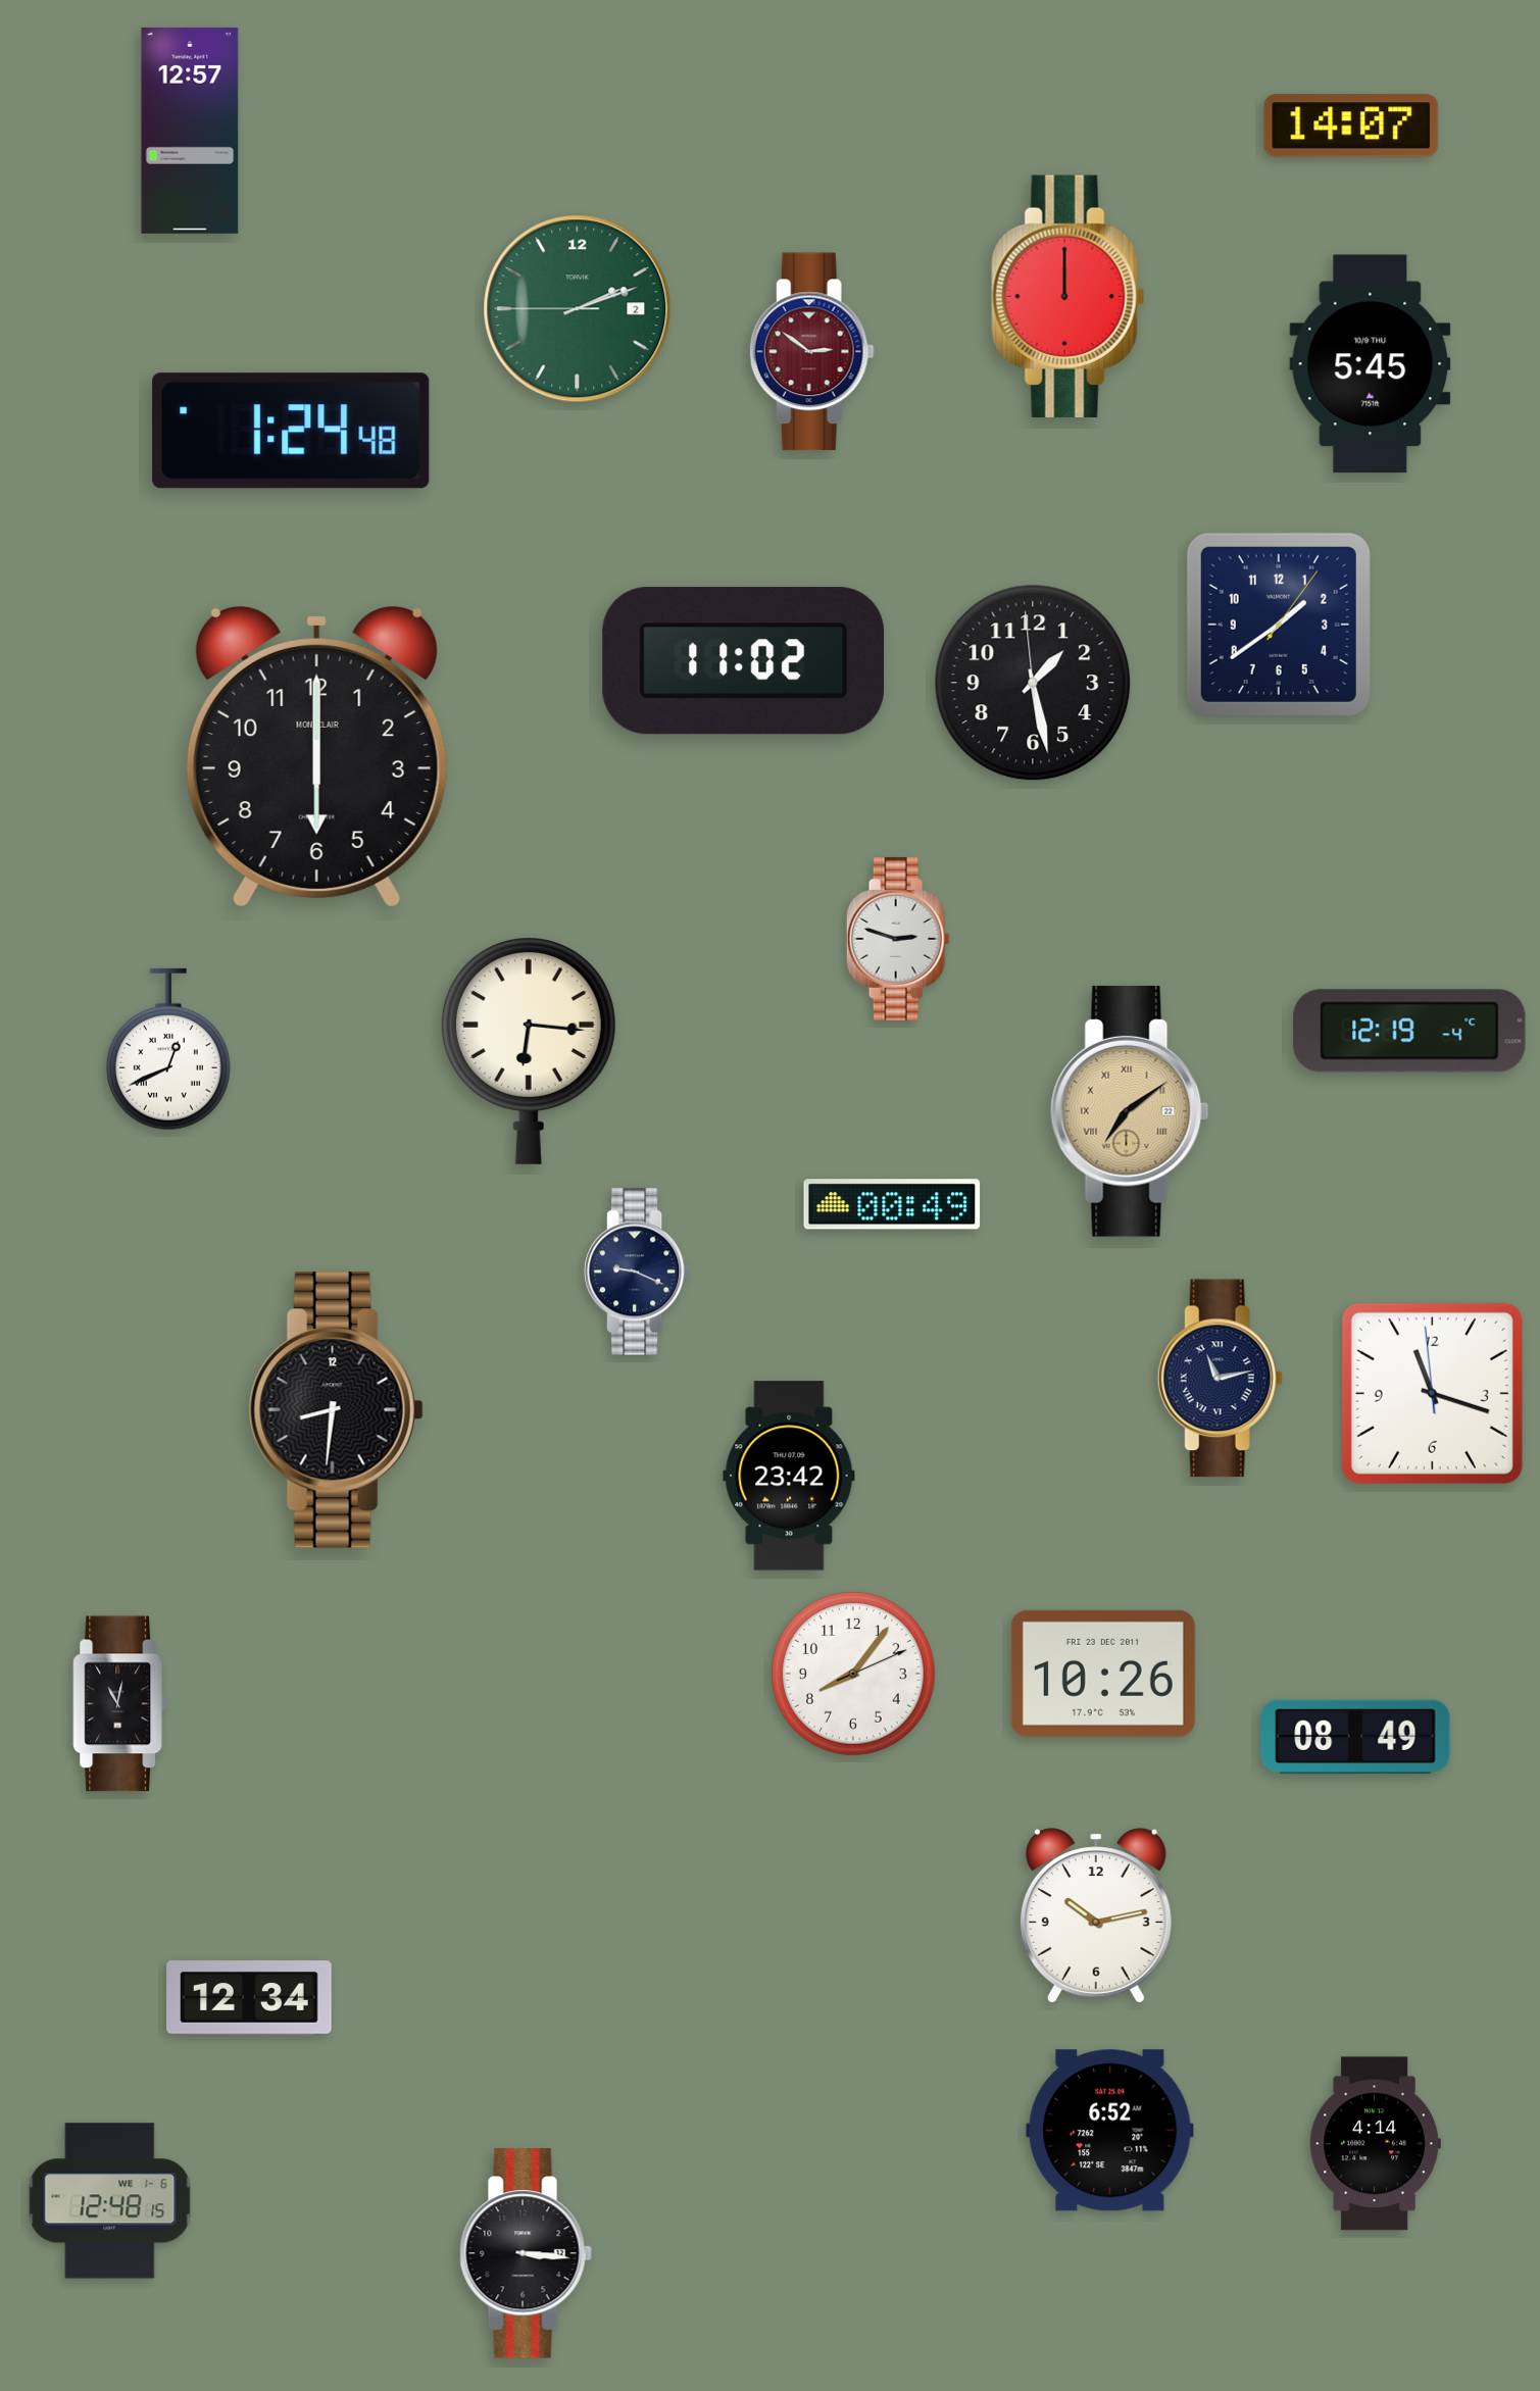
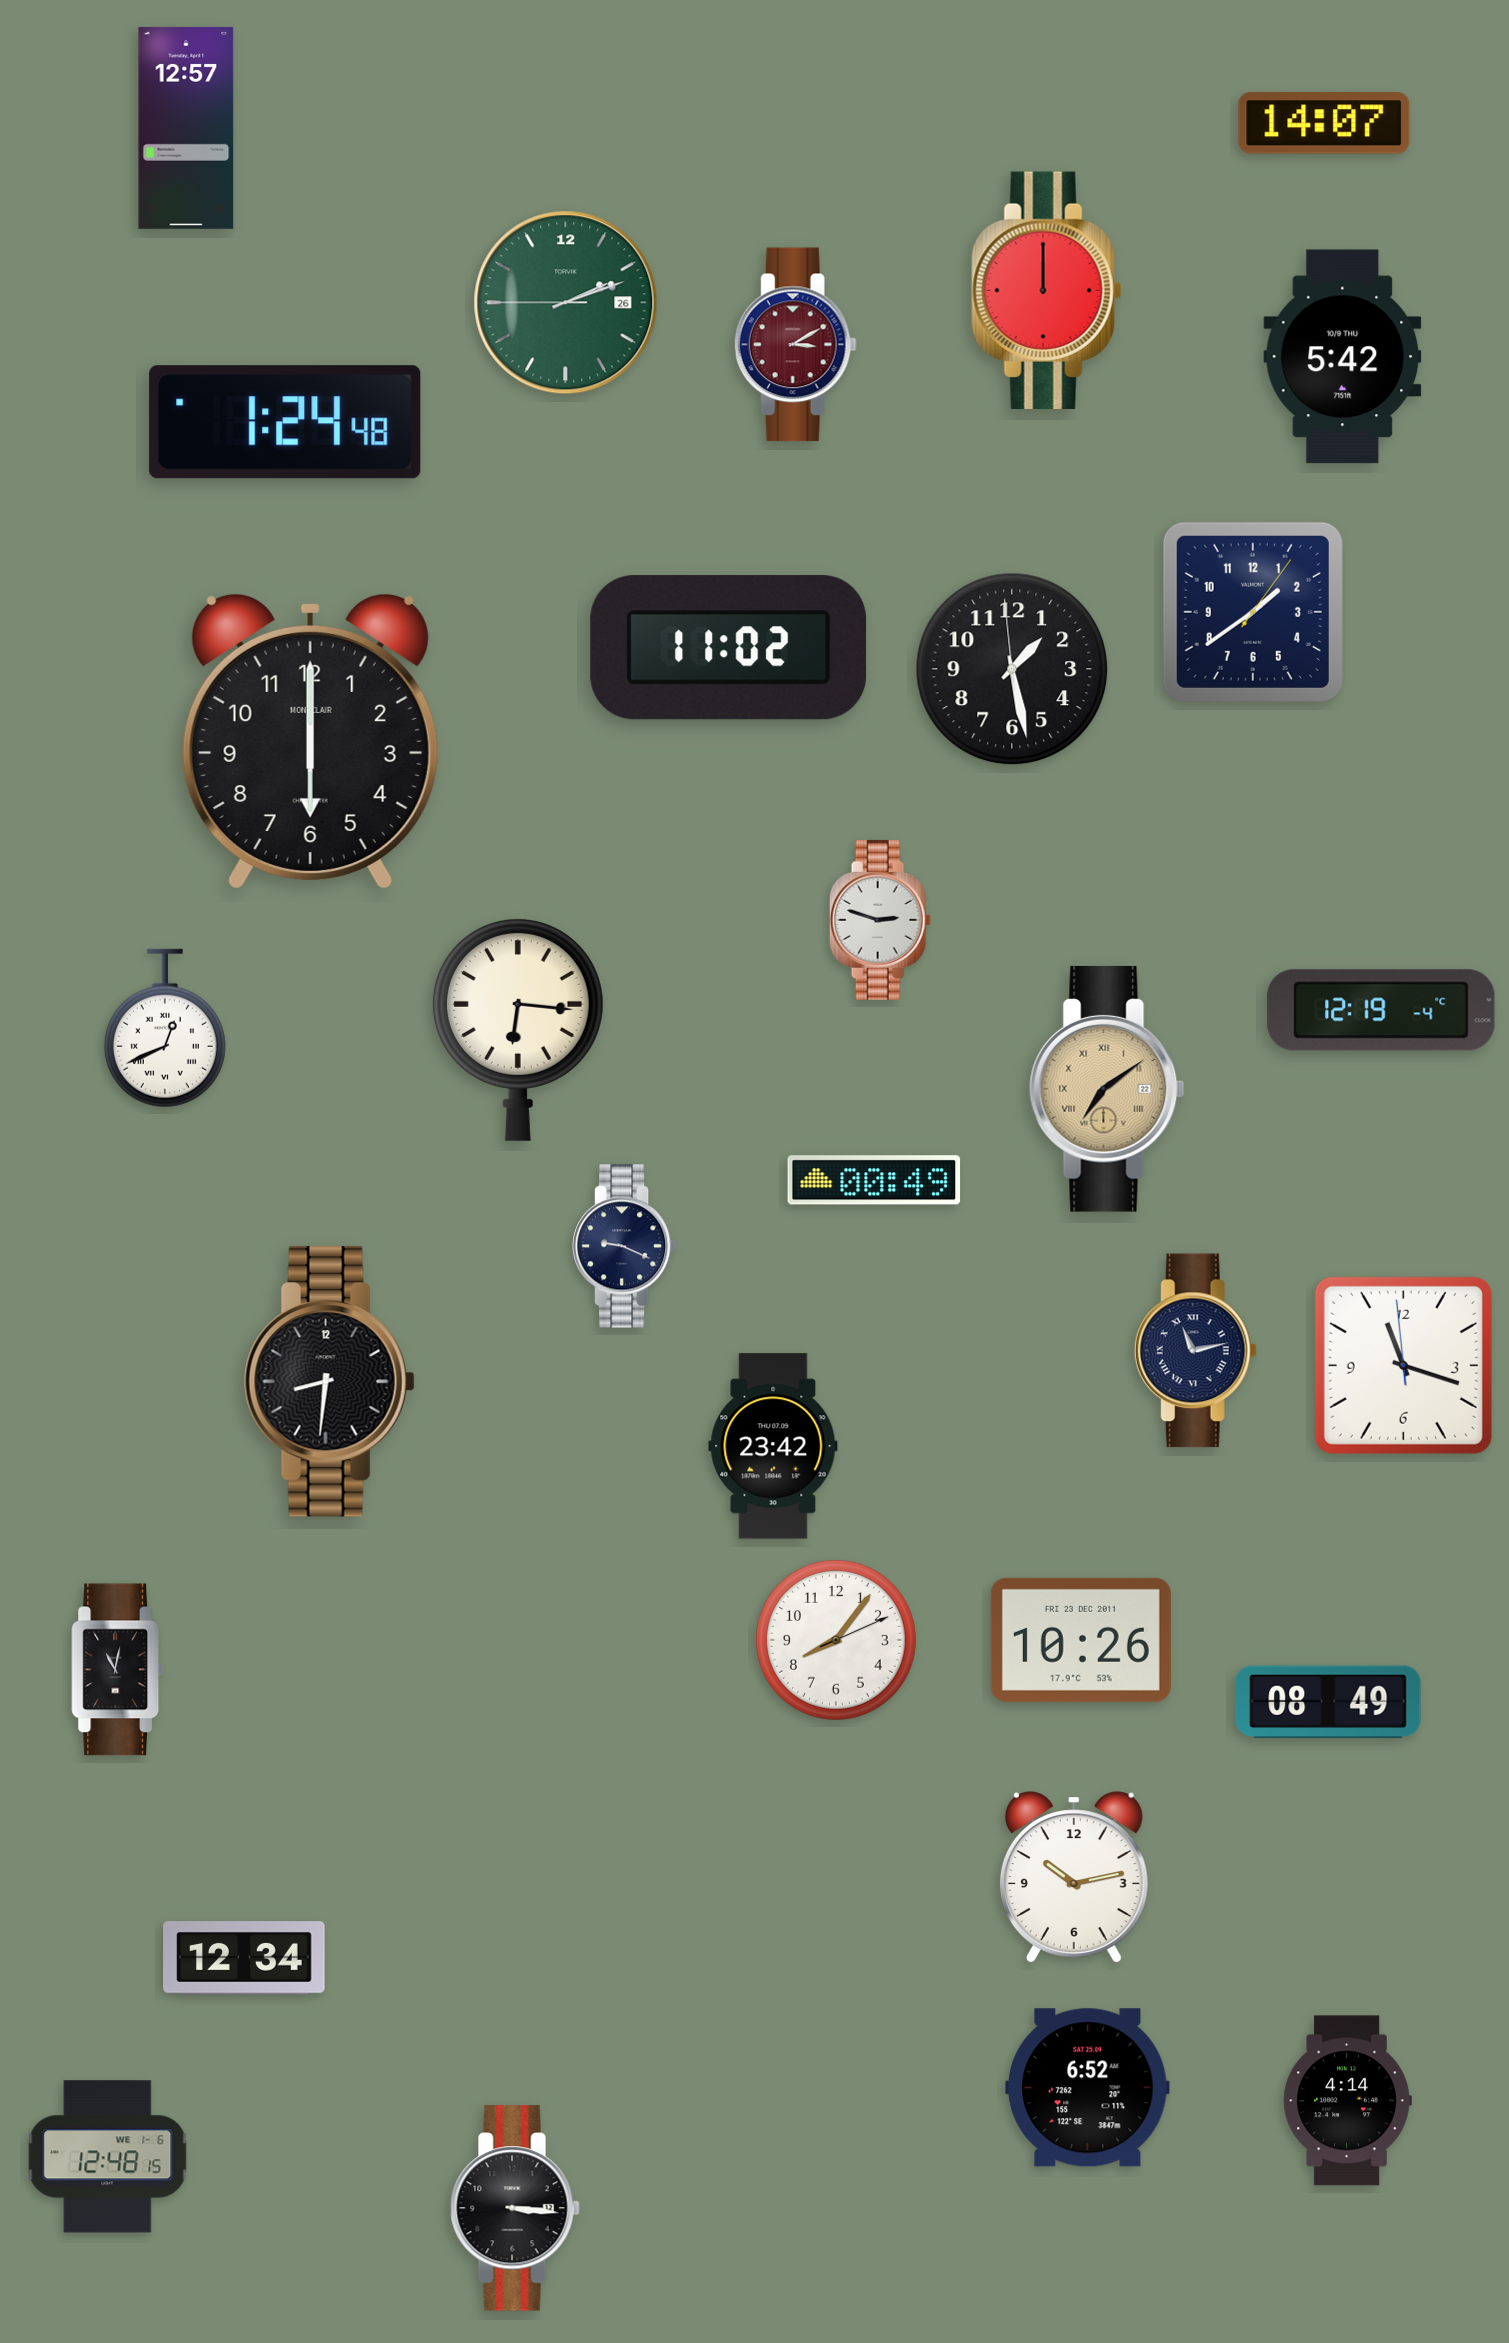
clock at (578, 309) date: 2 -> 26
clock at (811, 352): 2:51 -> 3:10
clock at (1371, 364): 5:45 -> 5:42
